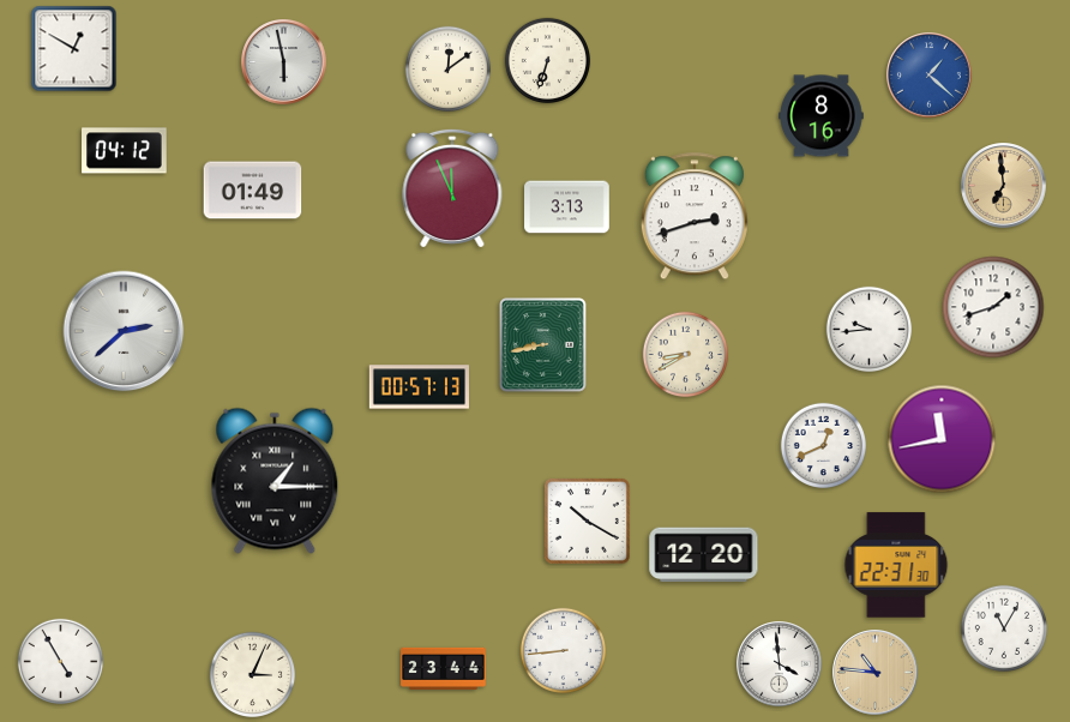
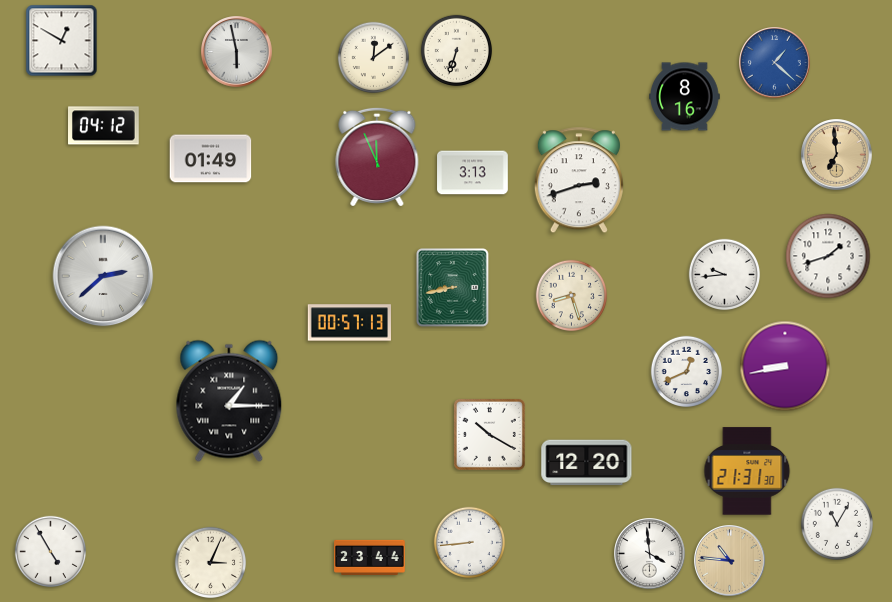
clock at (686, 355): 8:40 -> 8:27
clock at (942, 439): 11:43 -> 8:43
clock at (896, 565): 22:31 -> 21:31
